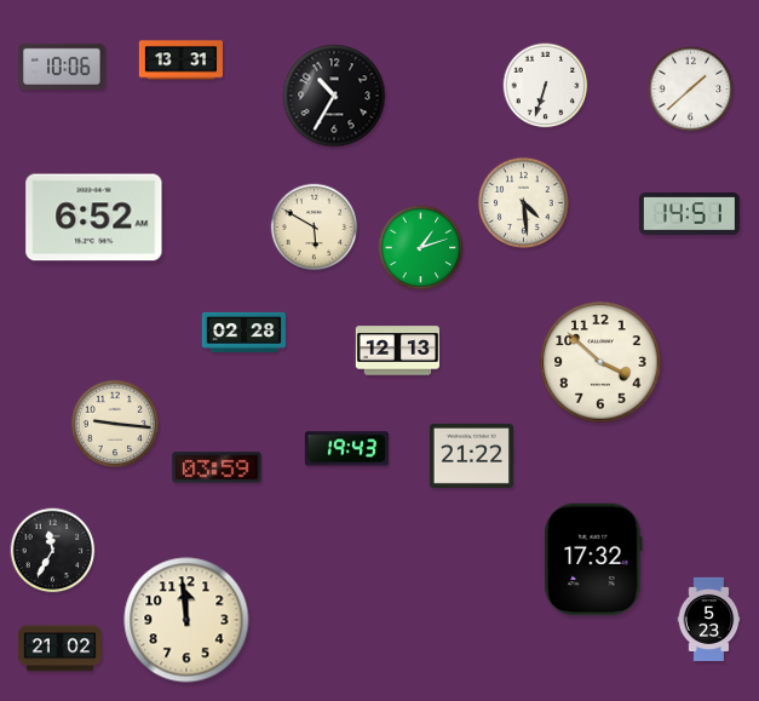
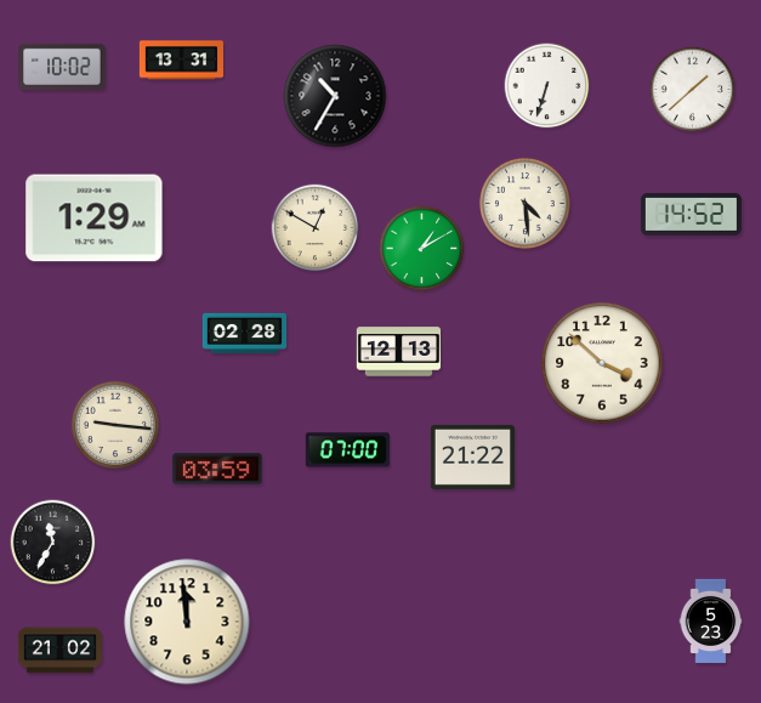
clock at (62, 65): 10:06 -> 10:02
clock at (689, 213): 14:51 -> 14:52
clock at (94, 218): 6:52 -> 1:29
clock at (315, 228): 5:50 -> 12:50
clock at (421, 248): 1:12 -> 1:10
clock at (346, 449): 19:43 -> 07:00
clock at (53, 551) position: (53, 551) -> (53, 543)
clock at (593, 559): 17:32 -> none
